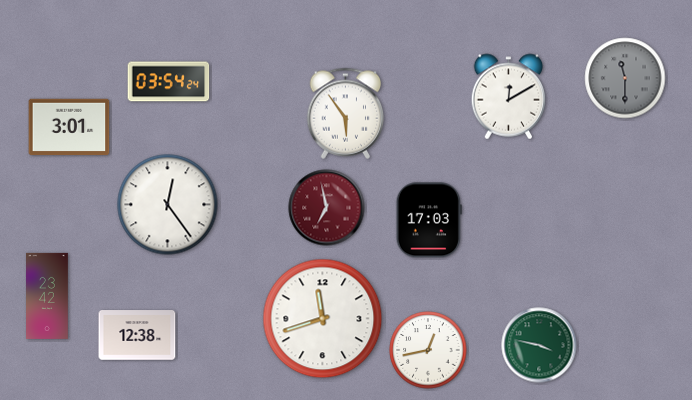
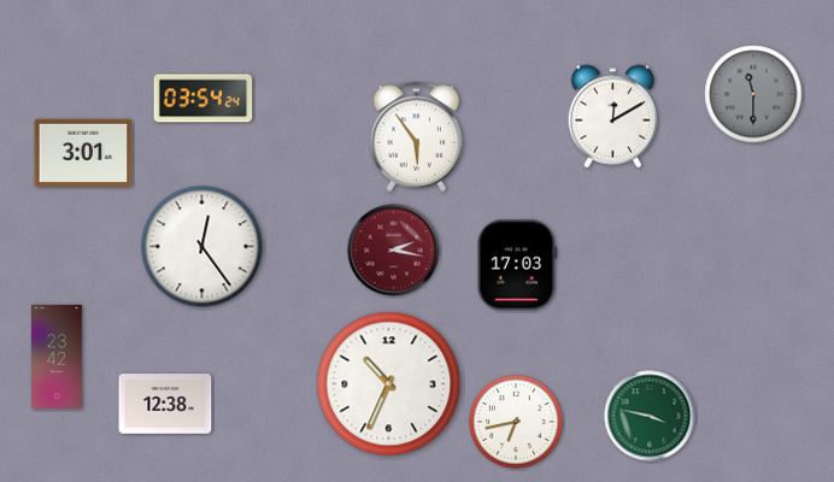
clock at (327, 208): 6:58 -> 2:17
clock at (323, 319): 11:42 -> 10:34
clock at (428, 350): 12:43 -> 6:43
